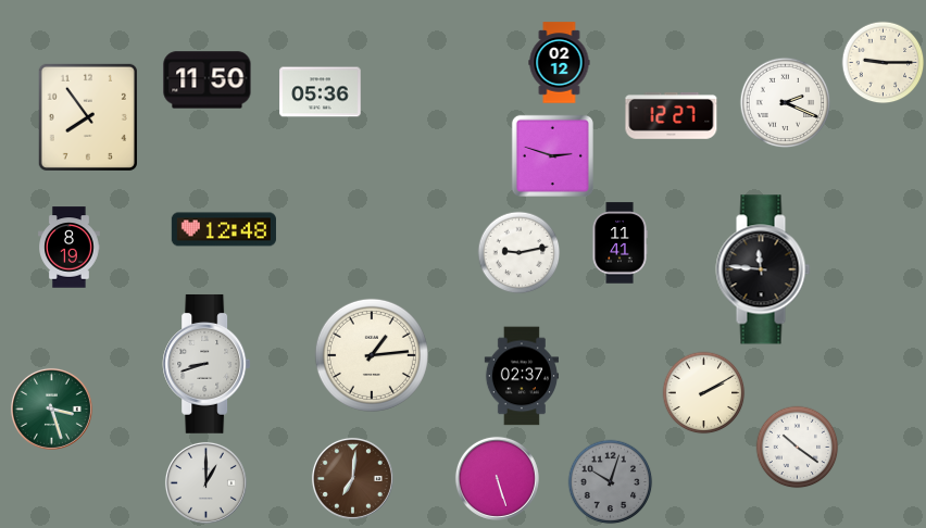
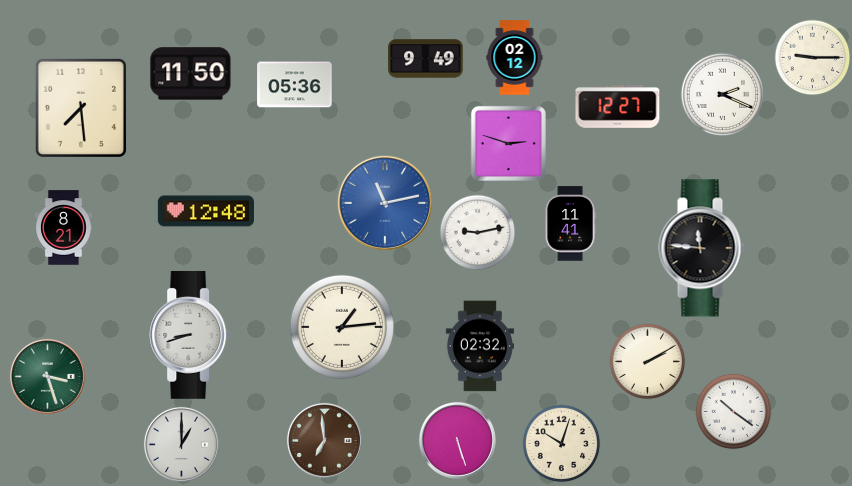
clock at (426, 59): none -> 9:49
clock at (88, 117): 7:54 -> 7:29
clock at (384, 202): none -> 11:13
clock at (70, 248): 8:19 -> 8:21
clock at (522, 376): 02:37 -> 02:32
clock at (352, 478): 7:01 -> 6:59
clock at (205, 482) position: (205, 482) -> (181, 444)
clock at (611, 482) dial: grey -> cream
